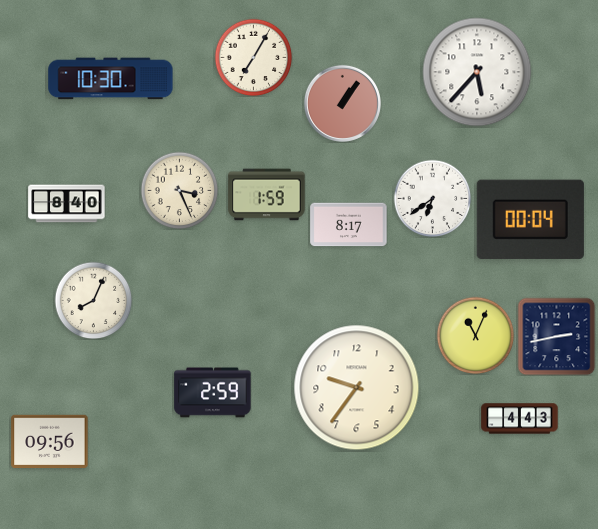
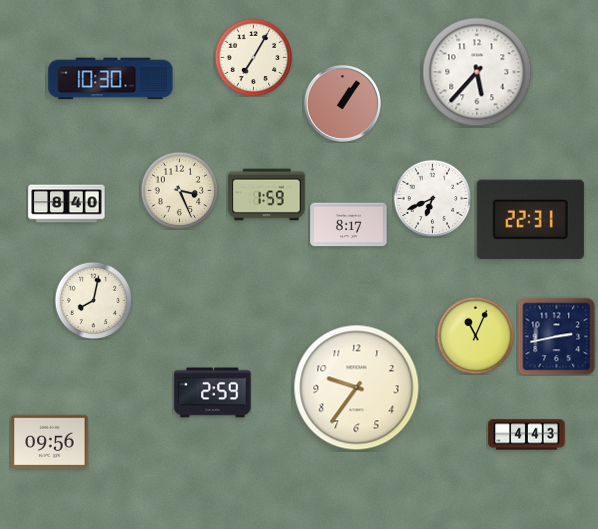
clock at (432, 198): 6:39 -> 6:41
clock at (530, 219): 00:04 -> 22:31
clock at (93, 300): 8:04 -> 8:02
clock at (520, 419) position: (520, 419) -> (527, 435)
